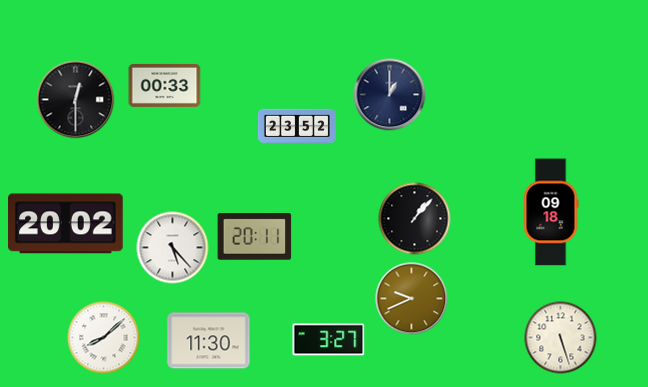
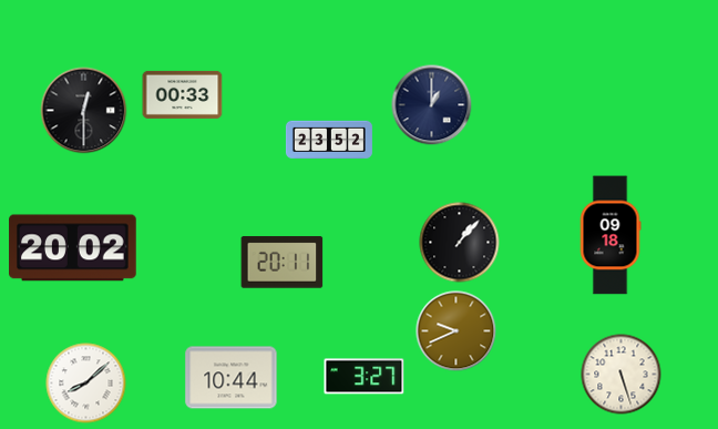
clock at (173, 248): 5:23 -> none
clock at (104, 338) position: (104, 338) -> (86, 384)
clock at (209, 341): 11:30 -> 10:44
